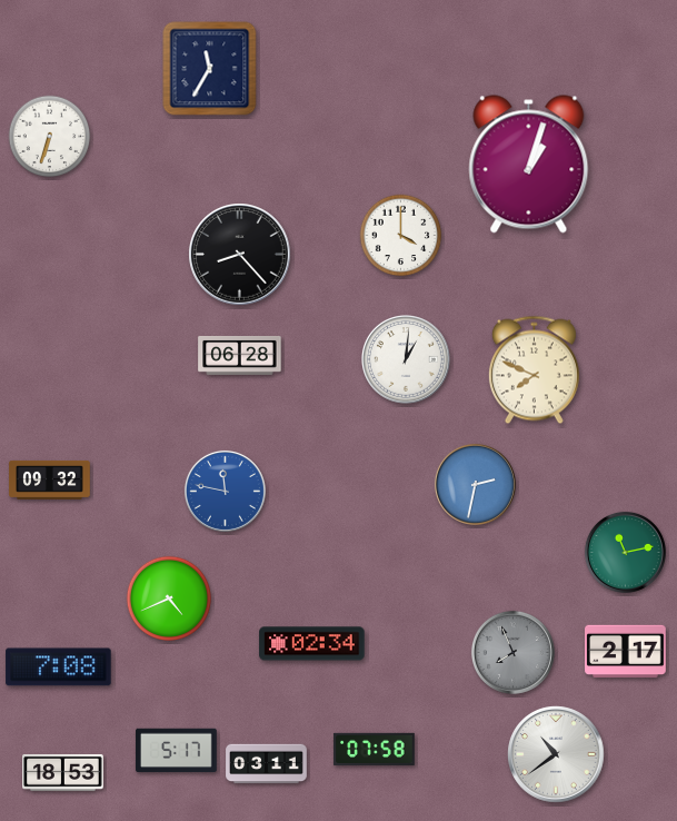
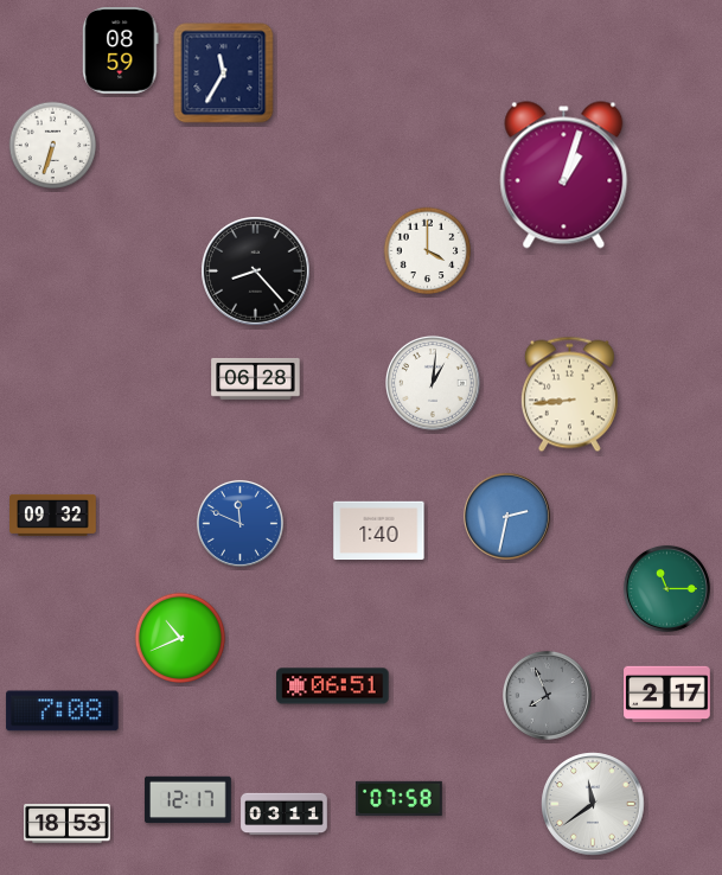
clock at (121, 51): none -> 08:59
clock at (534, 370): 7:49 -> 8:44
clock at (50, 479) position: (50, 479) -> (53, 515)
clock at (225, 491): 11:47 -> 11:49
clock at (379, 531): none -> 1:40
clock at (625, 552): 11:13 -> 11:15
clock at (169, 599): 4:41 -> 10:41
clock at (312, 644): 02:34 -> 06:51
clock at (177, 751): 5:17 -> 12:17
clock at (556, 754): 10:39 -> 11:39
